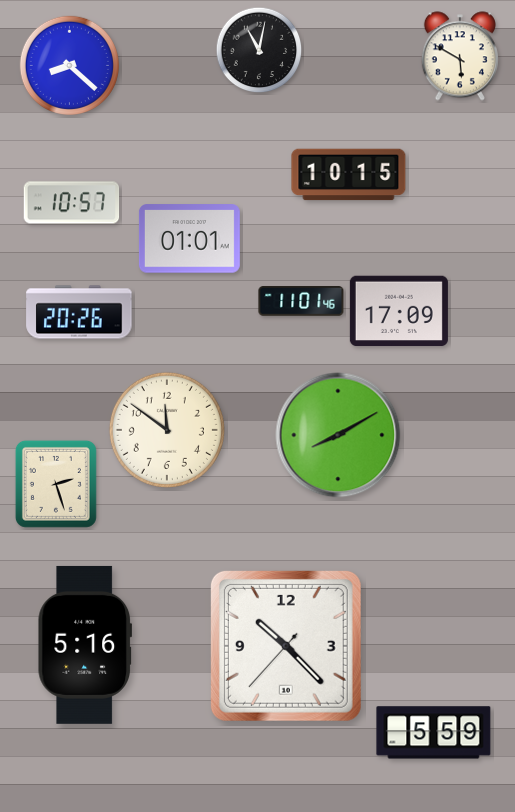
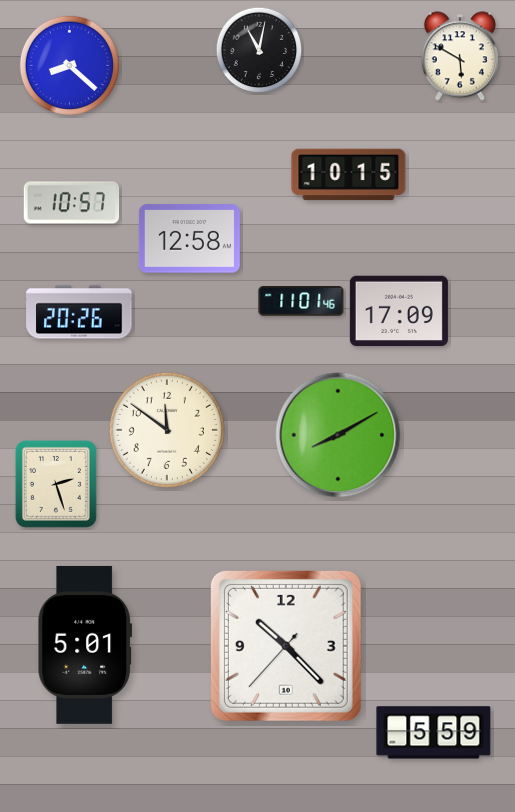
clock at (189, 239): 01:01 -> 12:58
clock at (84, 645): 5:16 -> 5:01
